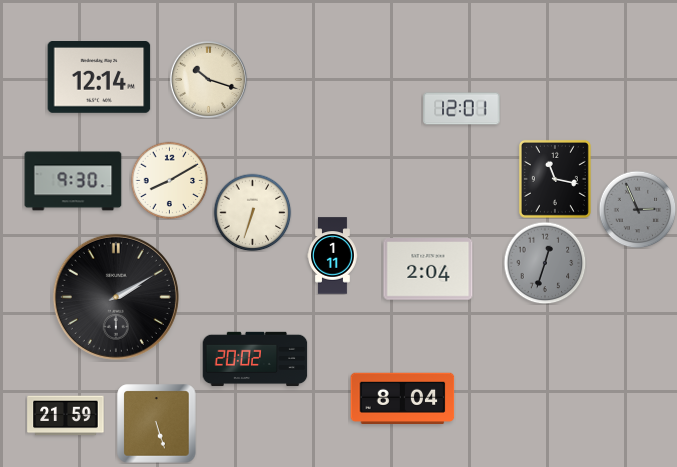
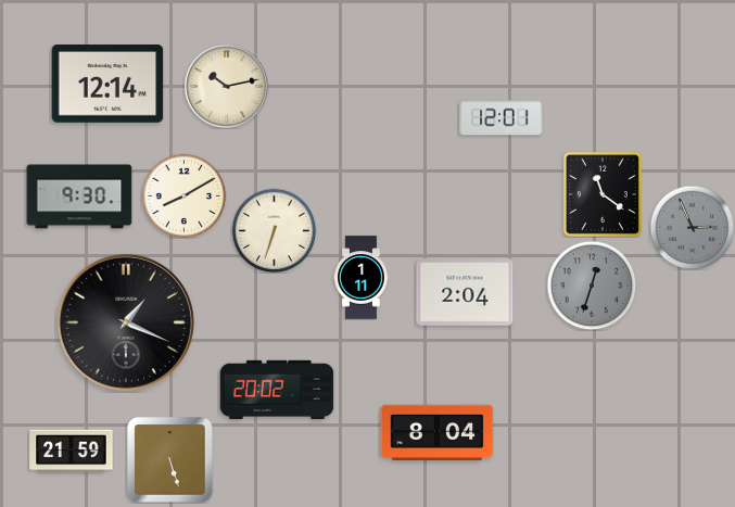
clock at (208, 79): 10:18 -> 10:13
clock at (555, 179): 11:17 -> 11:21
clock at (116, 297): 2:10 -> 1:19
